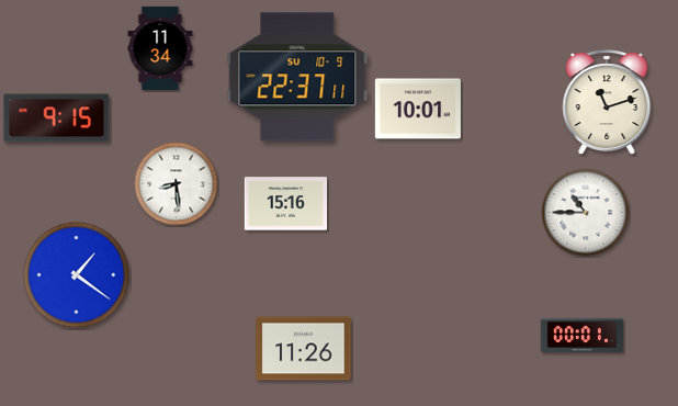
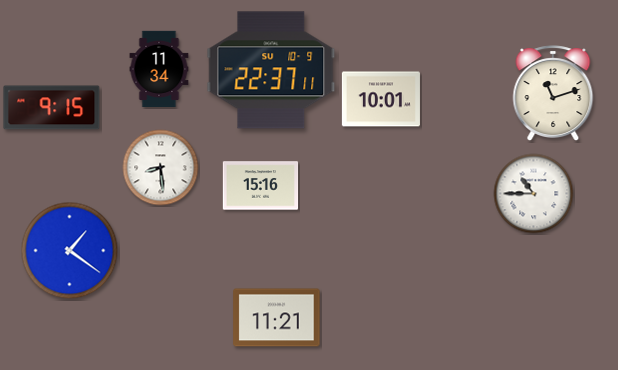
clock at (160, 48) position: (160, 48) -> (159, 69)
clock at (583, 335): 00:01 -> none
clock at (304, 349): 11:26 -> 11:21
